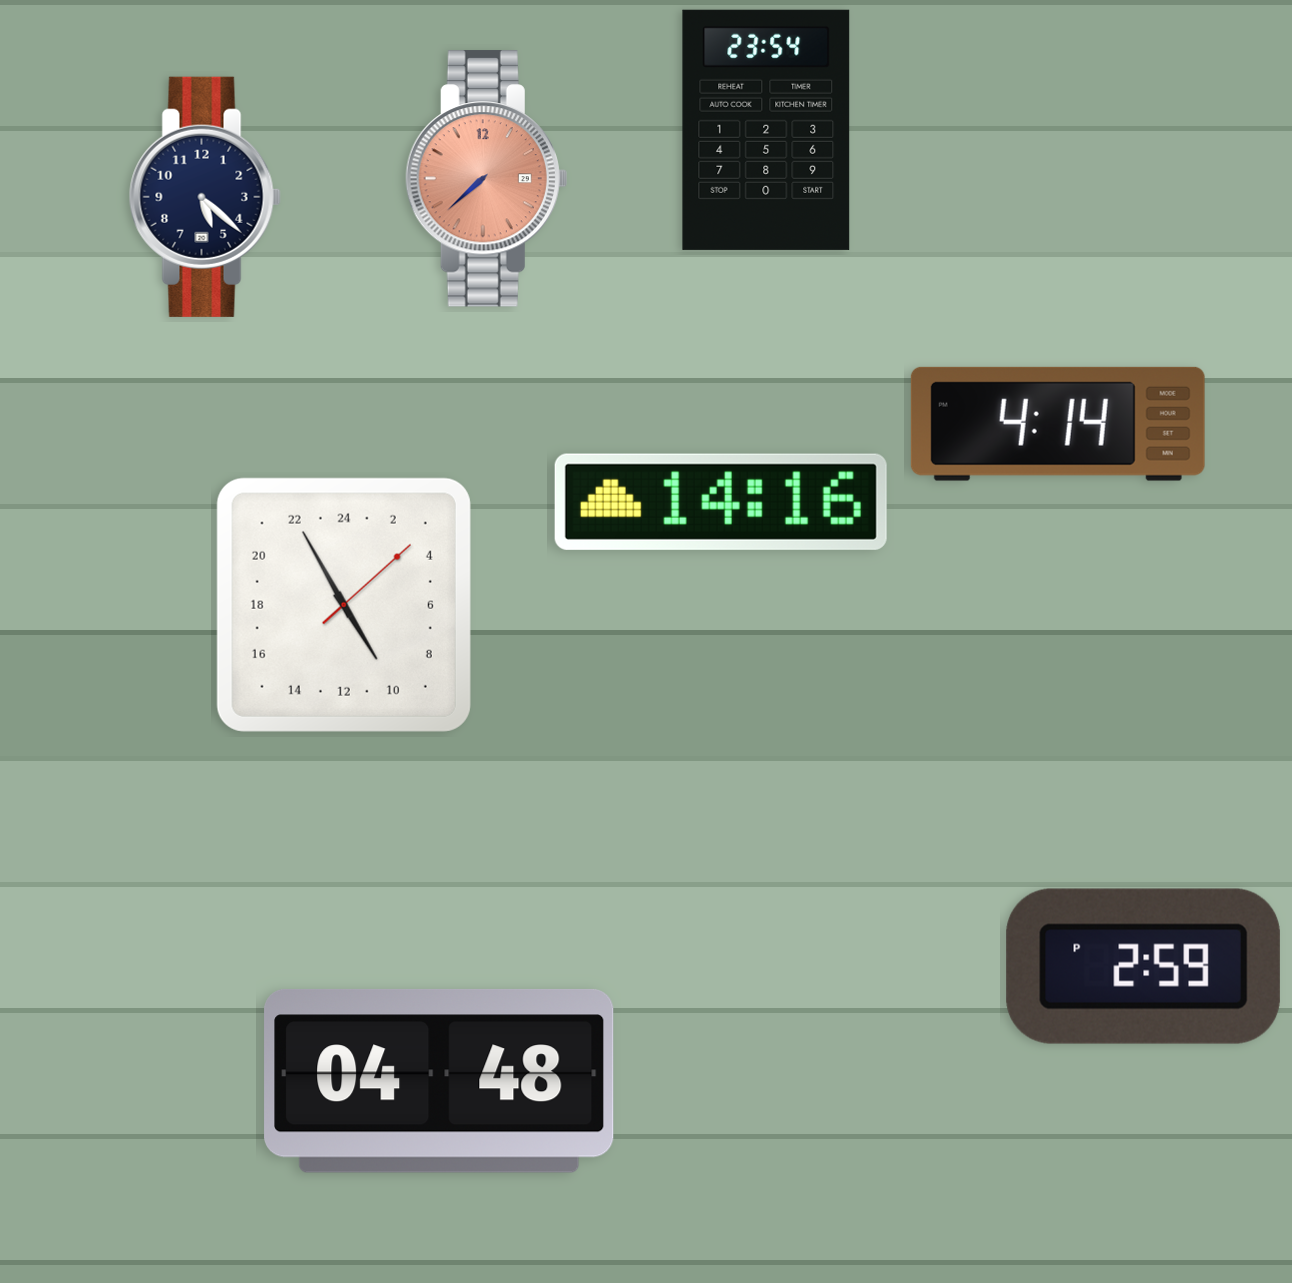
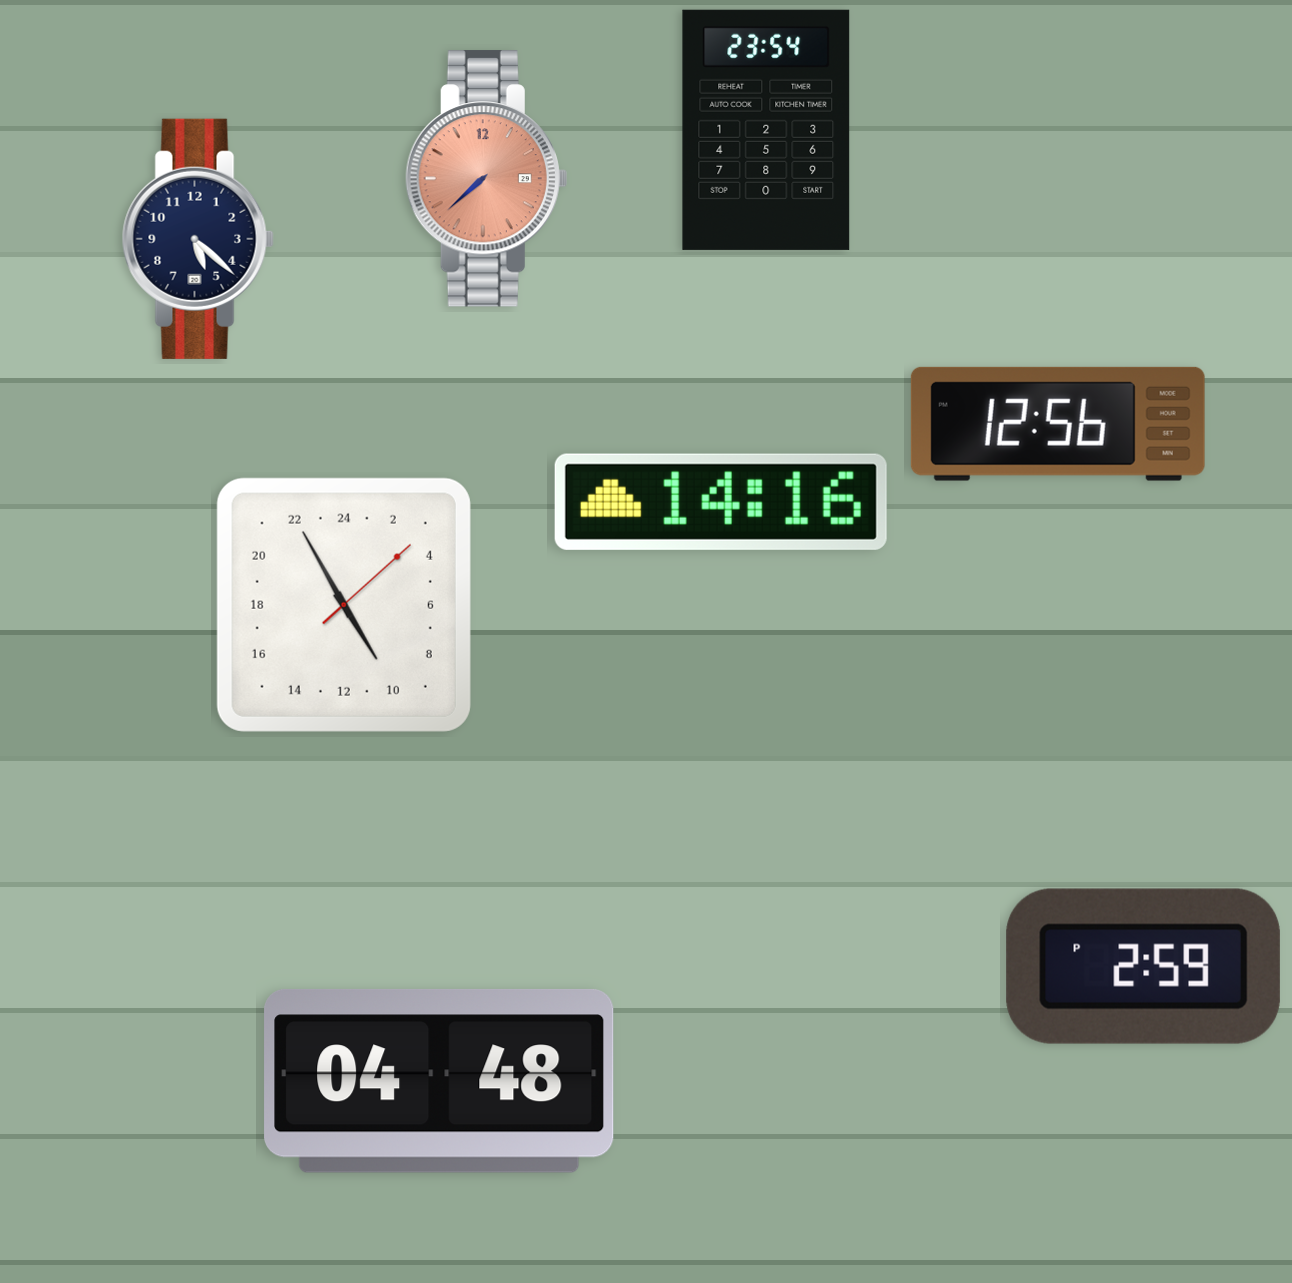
clock at (205, 197) position: (205, 197) -> (198, 239)
clock at (1058, 424): 4:14 -> 12:56
